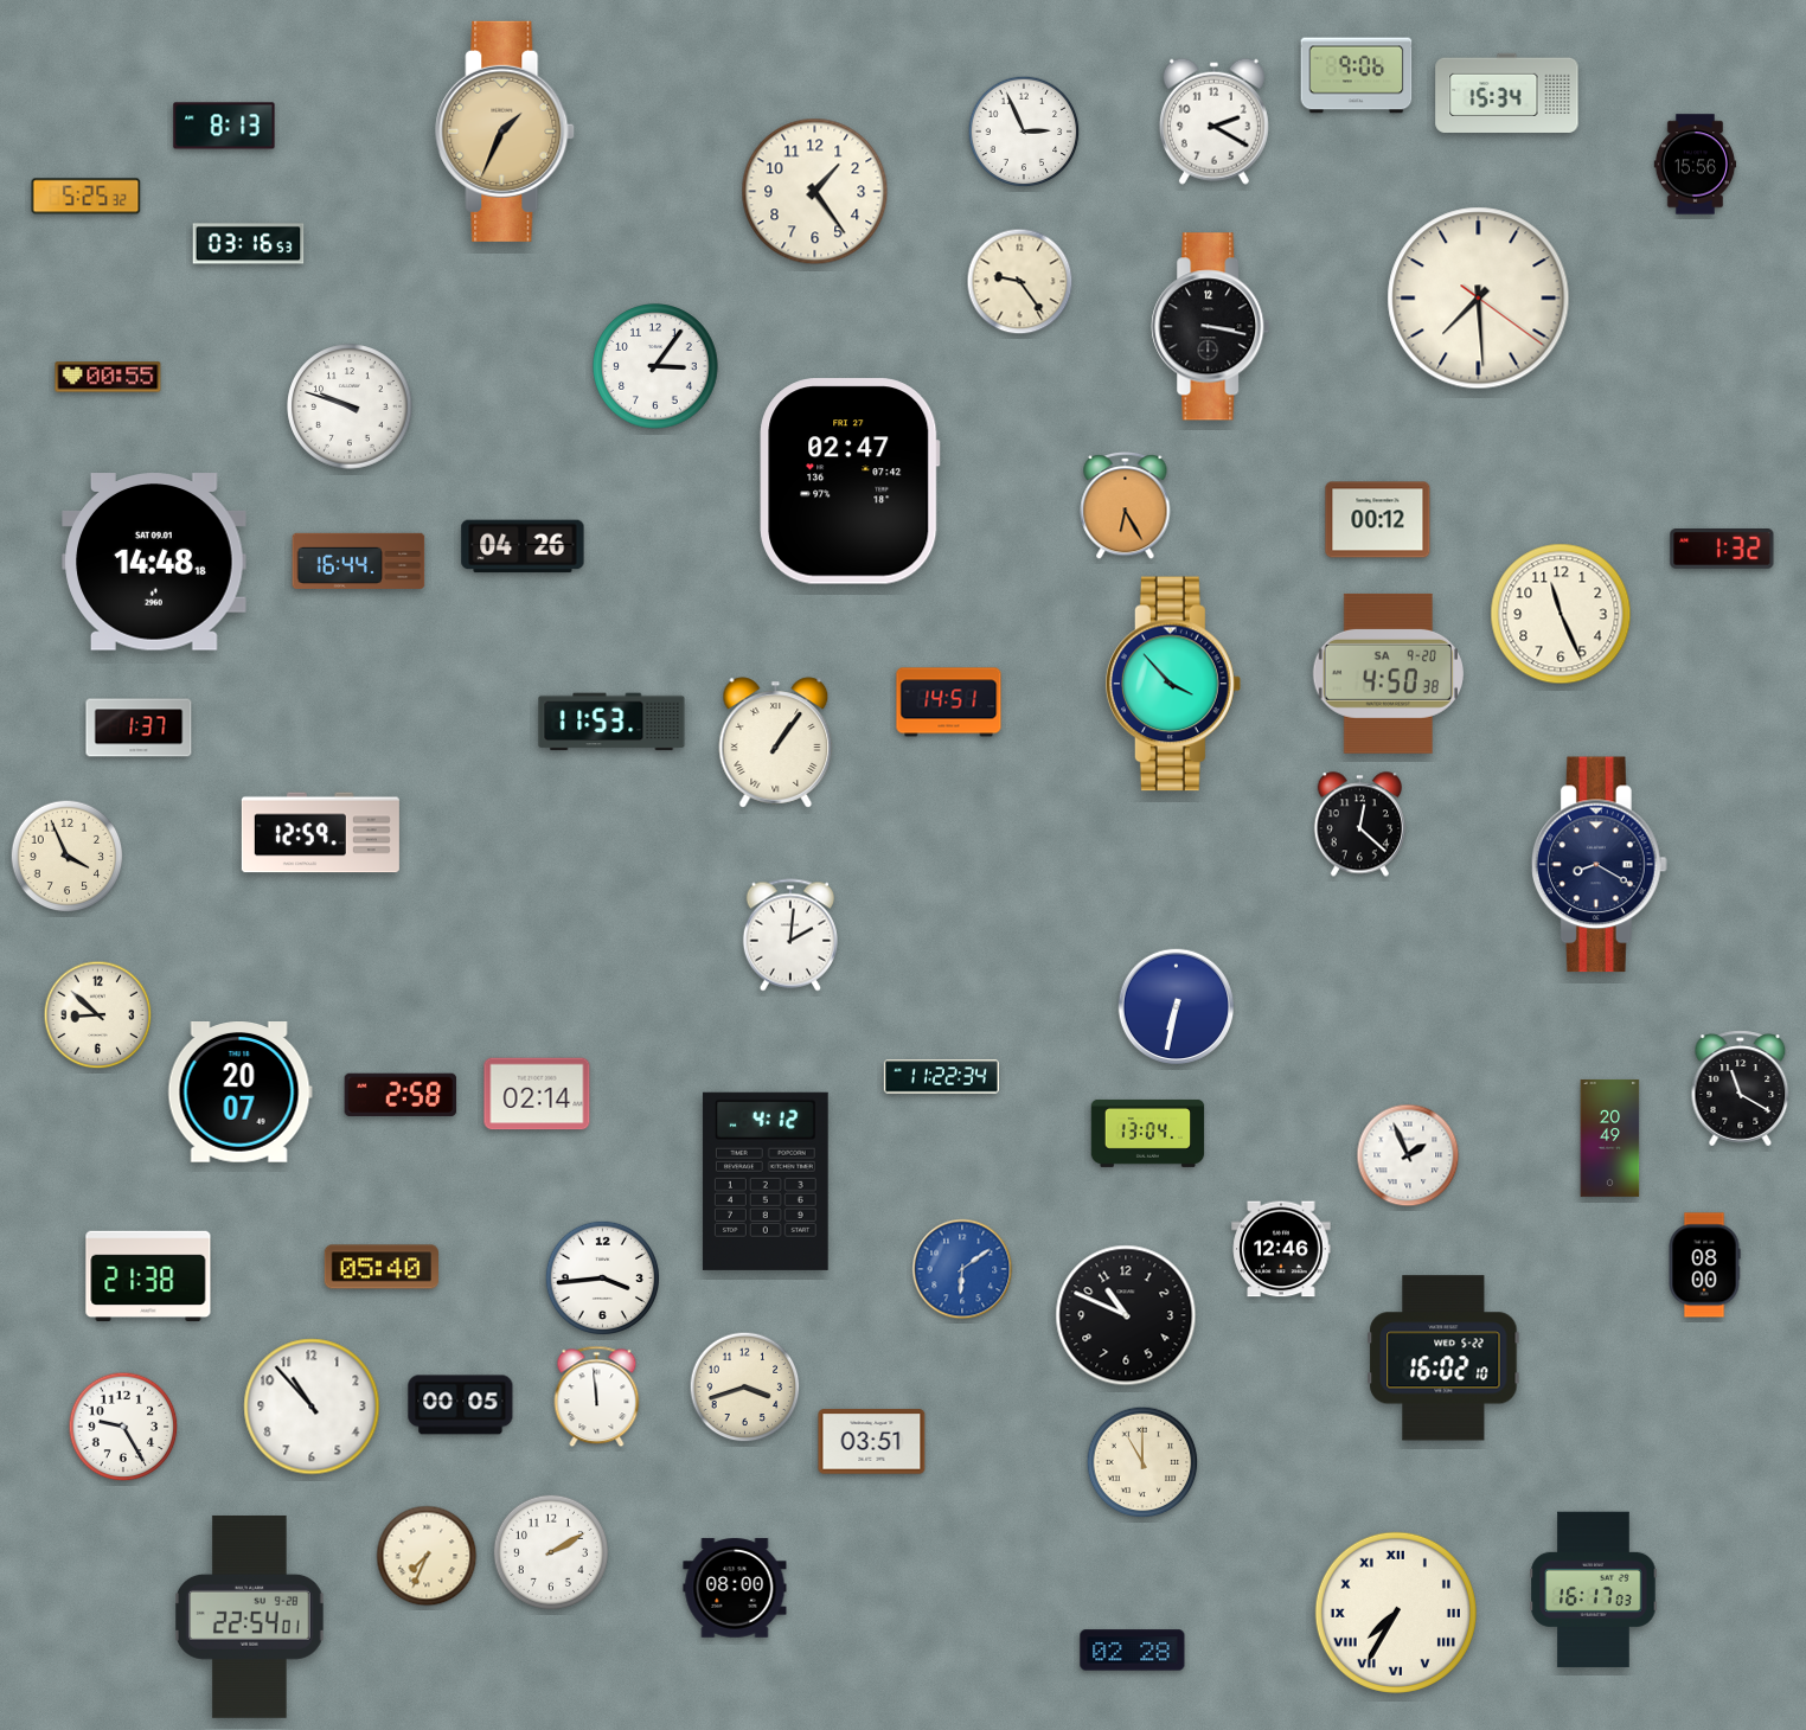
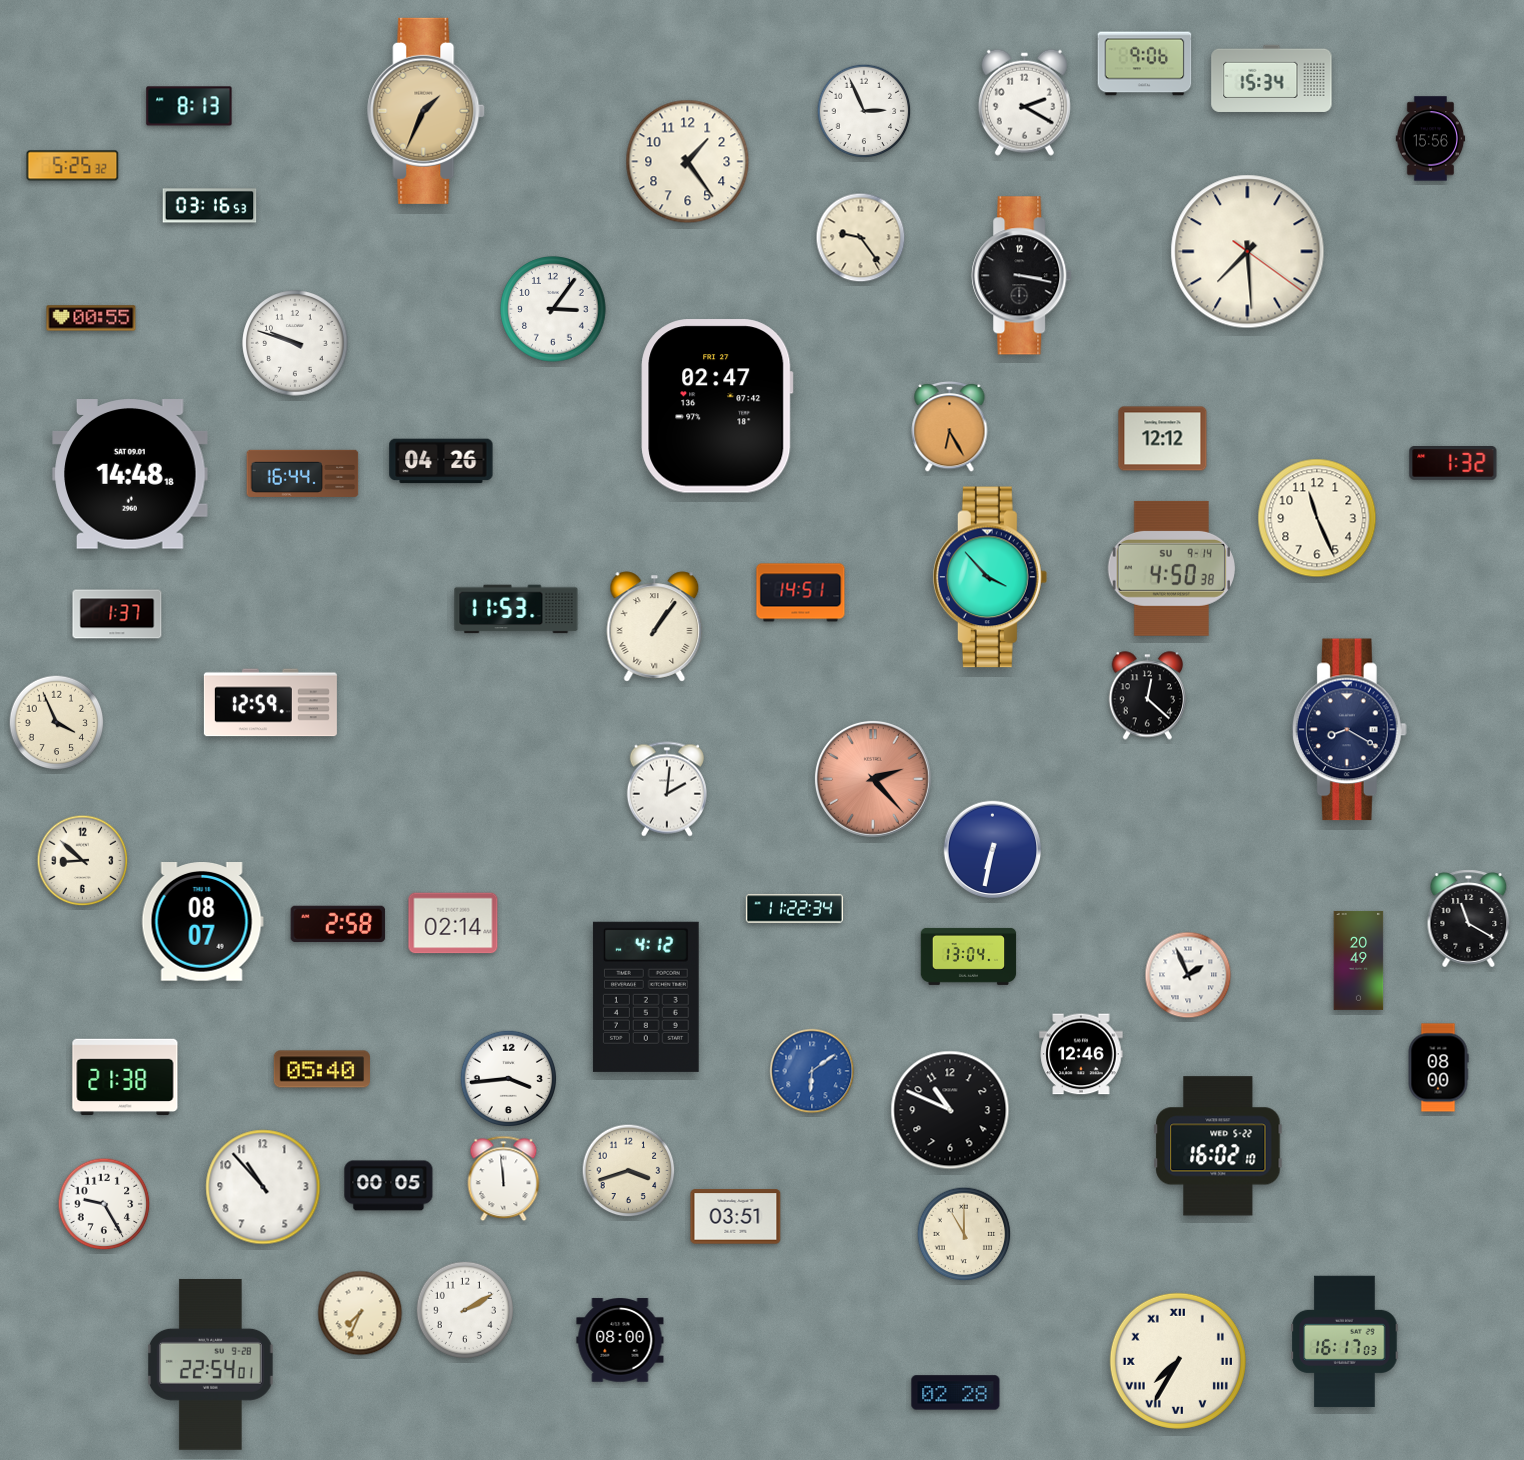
clock at (1378, 520): 00:12 -> 12:12
clock at (1388, 673) date: SA 9-20 -> SU 9-14
clock at (873, 779): none -> 2:23
clock at (98, 1015) position: (98, 1015) -> (83, 861)
clock at (239, 1093): 20:07 -> 08:07
